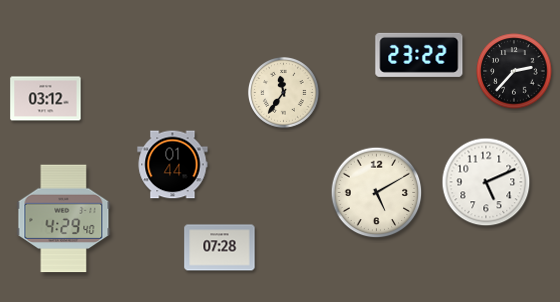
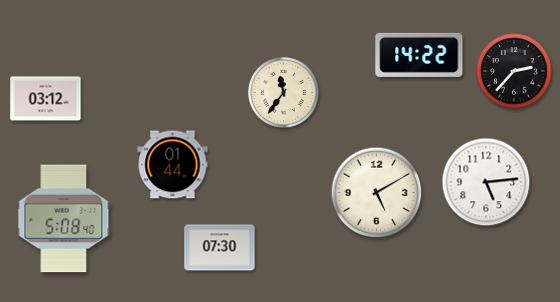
clock at (419, 55): 23:22 -> 14:22
clock at (486, 182): 5:11 -> 5:14
clock at (64, 219): 4:29 -> 5:08
clock at (220, 248): 07:28 -> 07:30
